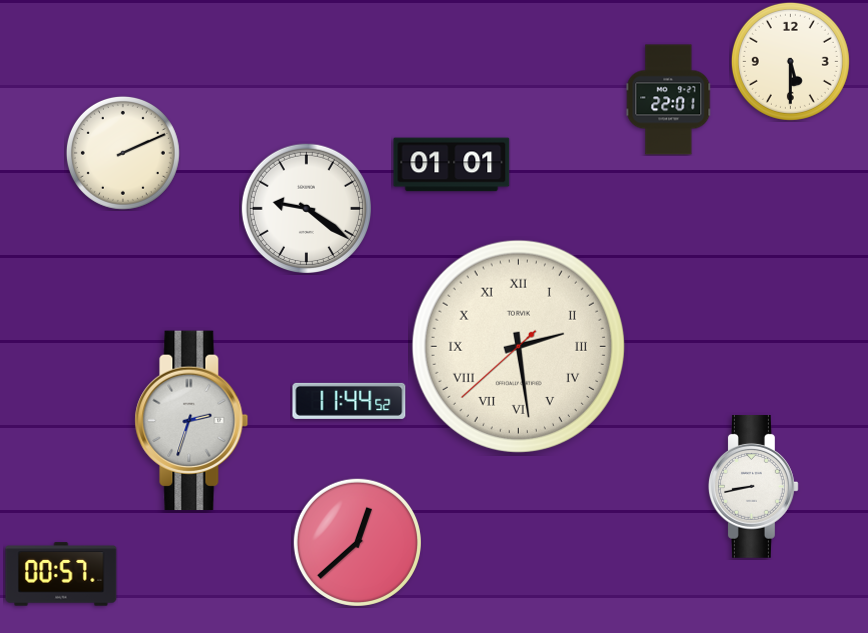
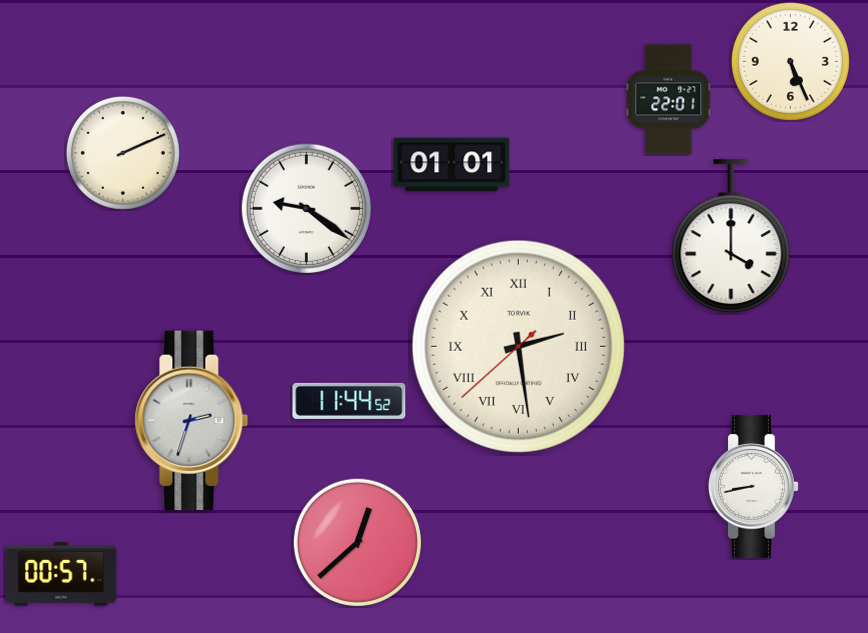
clock at (790, 61): 5:30 -> 5:26
clock at (731, 237): none -> 4:00
